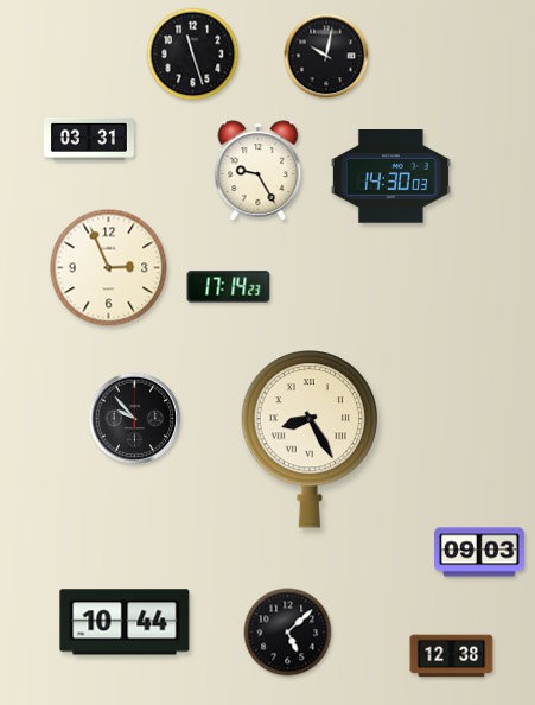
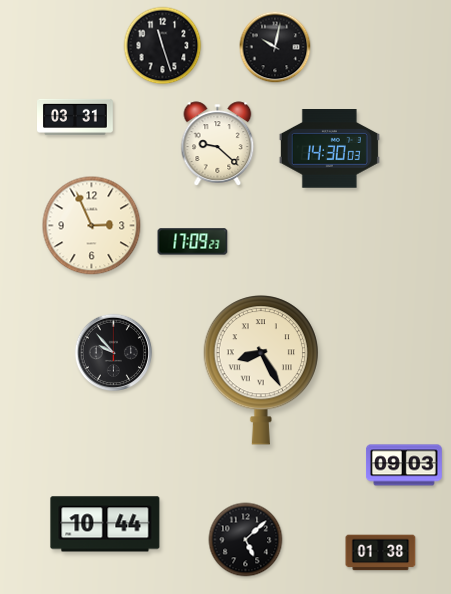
clock at (259, 171): 9:25 -> 9:22
clock at (229, 287): 17:14 -> 17:09
clock at (288, 633) position: (288, 633) -> (246, 540)
clock at (452, 656): 12:38 -> 01:38
